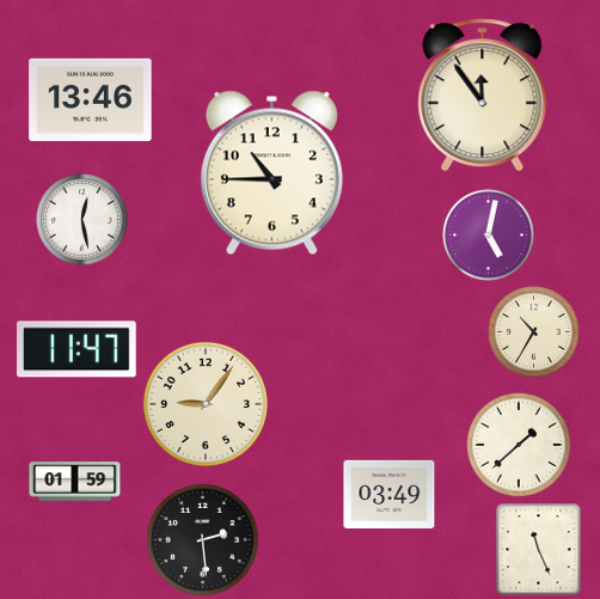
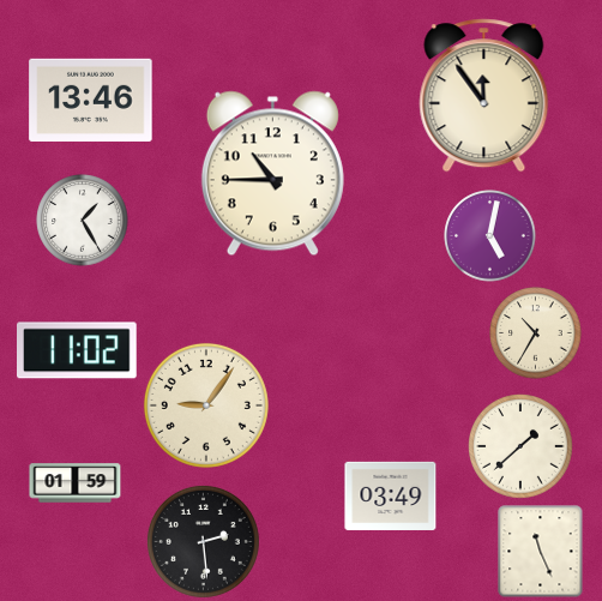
clock at (82, 220): 12:28 -> 1:25
clock at (78, 349): 11:47 -> 11:02
